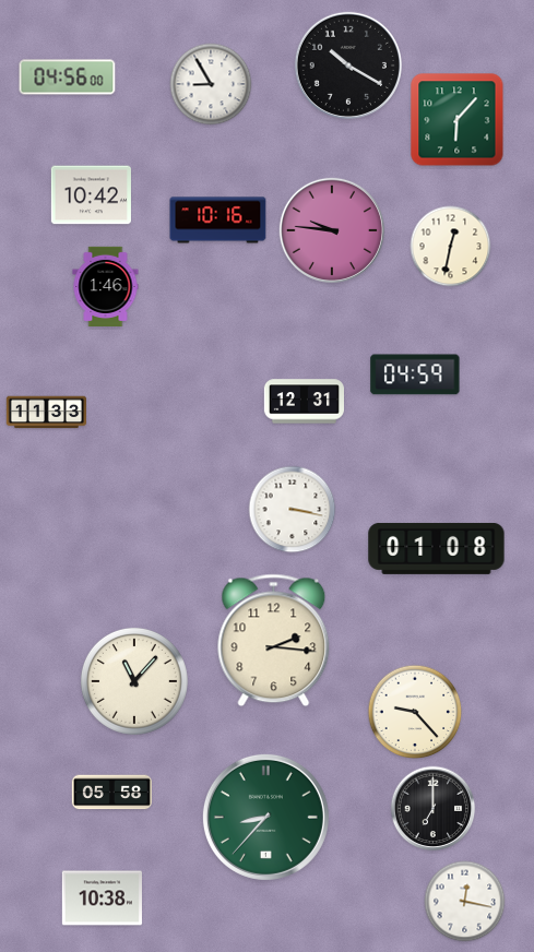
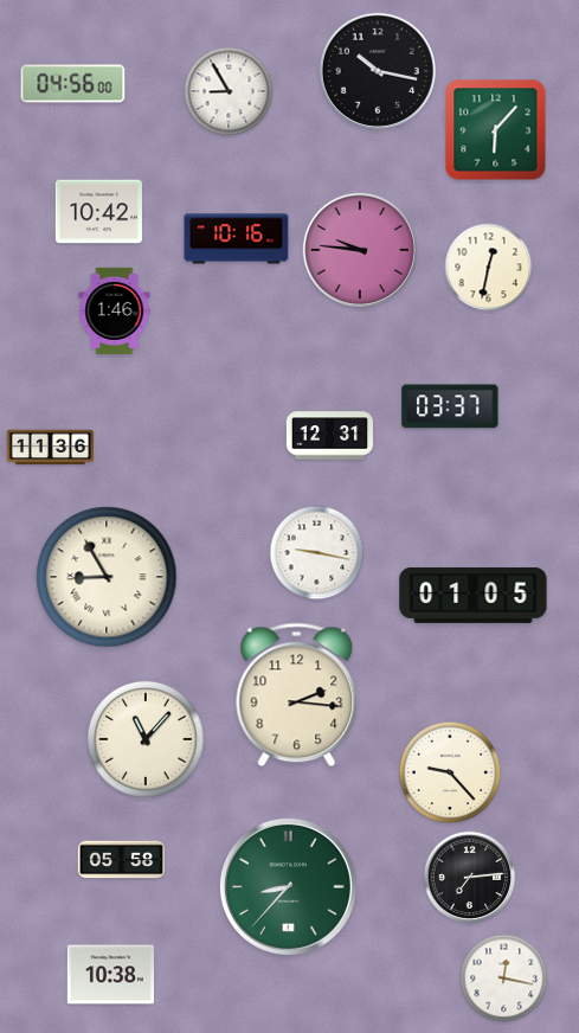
clock at (348, 66): 10:20 -> 10:17
clock at (415, 374): 04:59 -> 03:37
clock at (46, 413): 11:33 -> 11:36
clock at (293, 510): 3:17 -> 9:17
clock at (107, 577): none -> 8:55
clock at (437, 548): 01:08 -> 01:05
clock at (434, 809): 7:00 -> 7:14
